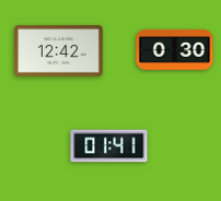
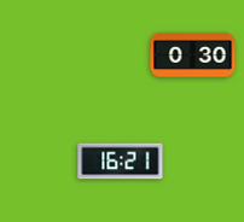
clock at (59, 51): 12:42 -> none
clock at (109, 146): 01:41 -> 16:21
